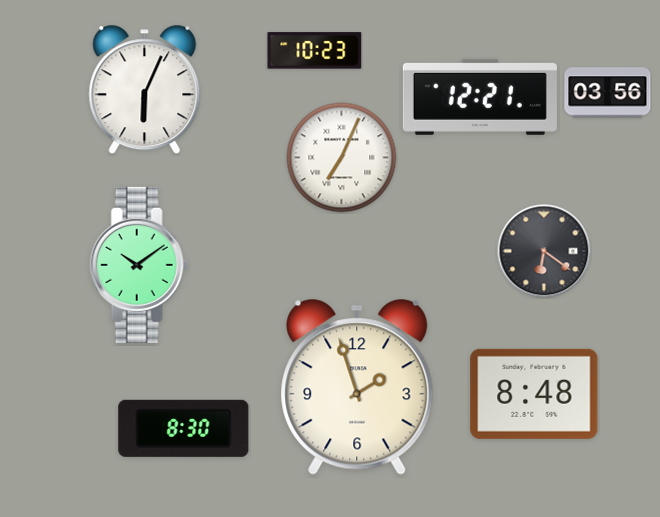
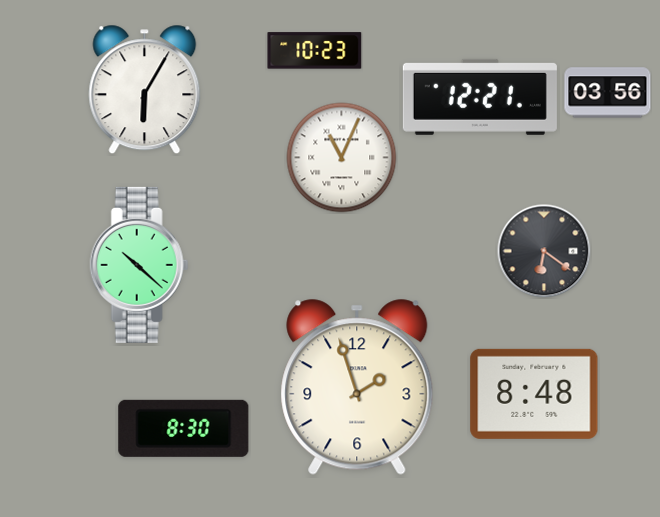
clock at (145, 90): 6:04 -> 6:05
clock at (342, 158): 7:04 -> 11:04
clock at (139, 265): 10:09 -> 10:22
